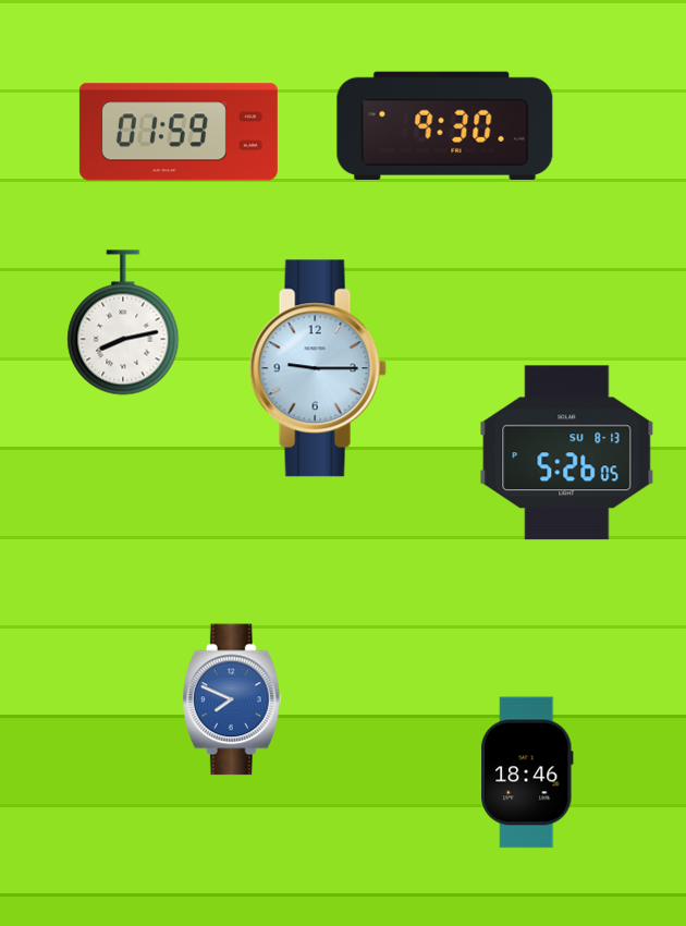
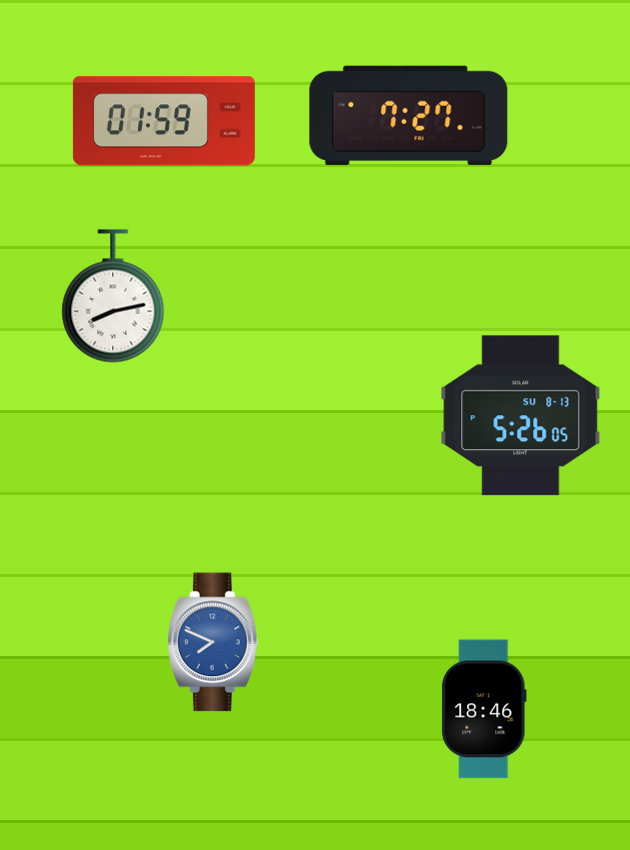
clock at (445, 125): 9:30 -> 7:27
clock at (318, 368): 9:15 -> none
